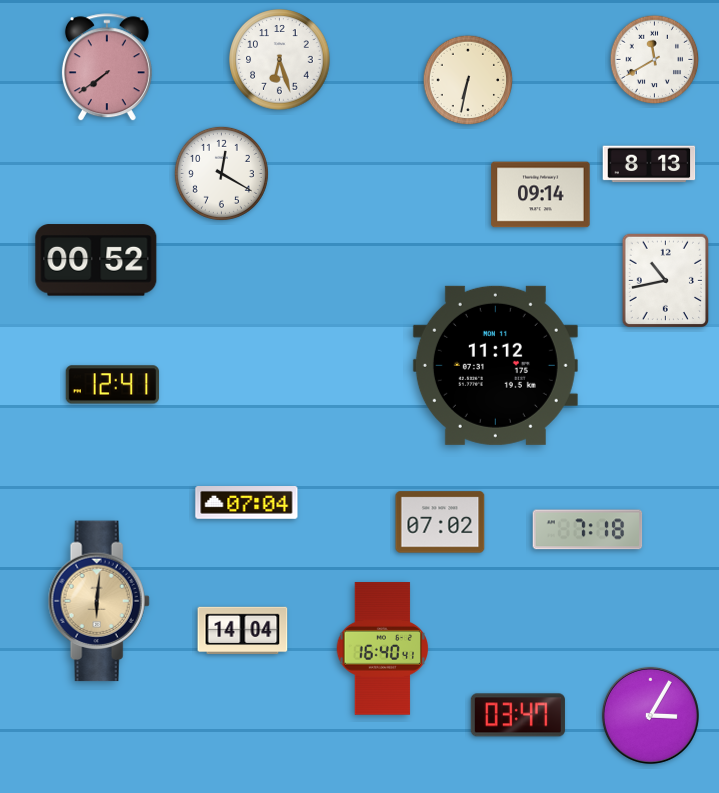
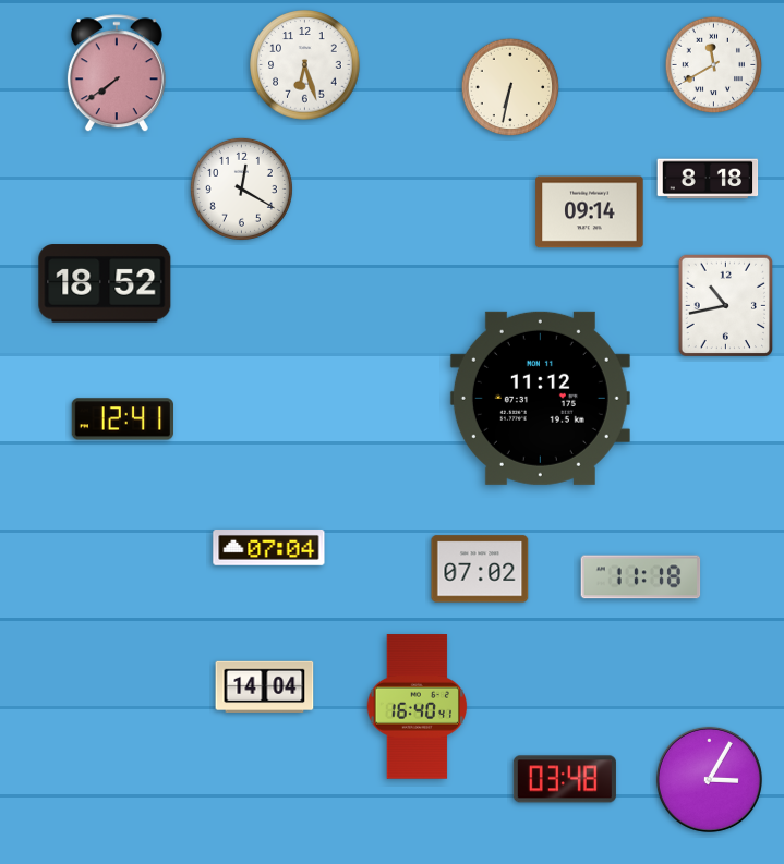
clock at (649, 164): 8:13 -> 8:18
clock at (96, 260): 00:52 -> 18:52
clock at (588, 530): 7:18 -> 11:18
clock at (99, 601): 6:01 -> none
clock at (518, 715): 03:47 -> 03:48
